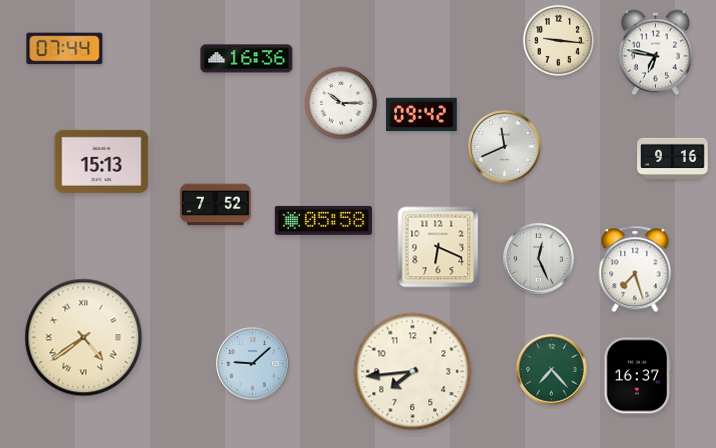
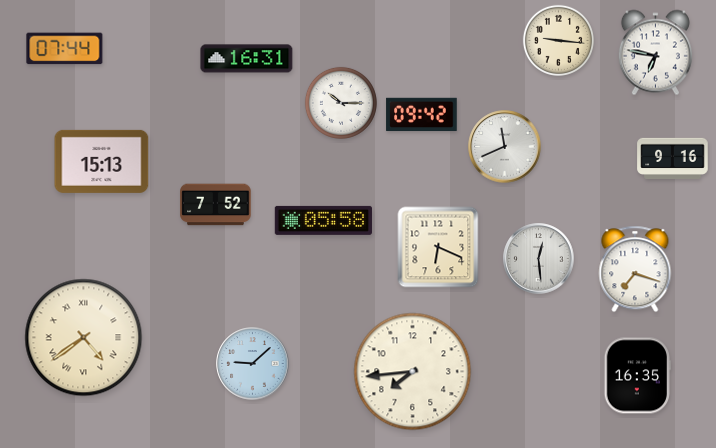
clock at (247, 59): 16:36 -> 16:31
clock at (539, 259): 12:26 -> 12:29
clock at (635, 269): 7:27 -> 7:18
clock at (552, 370): 7:23 -> none
clock at (637, 376): 16:37 -> 16:35
